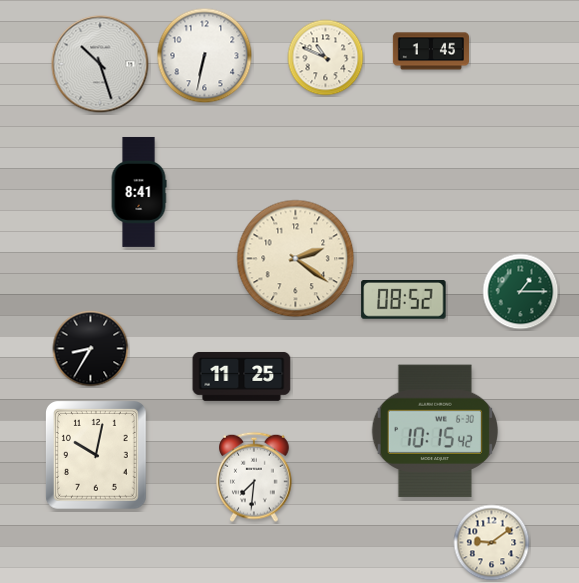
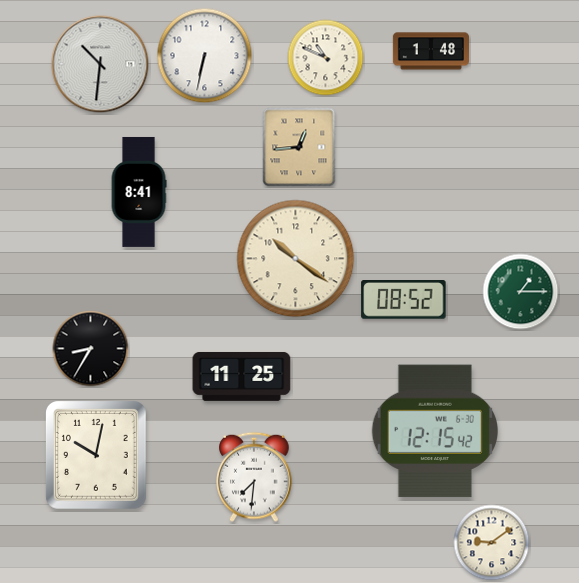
clock at (431, 51): 1:45 -> 1:48
clock at (100, 64): 10:27 -> 10:31
clock at (299, 147): none -> 12:44
clock at (296, 259): 2:21 -> 10:21
clock at (434, 431): 10:15 -> 12:15
